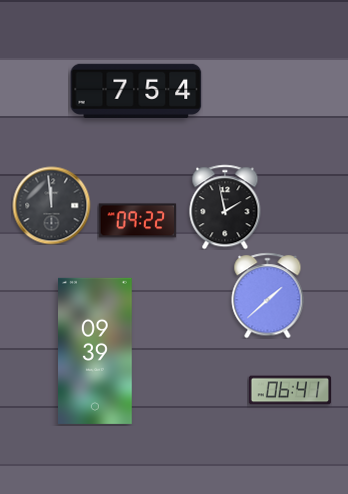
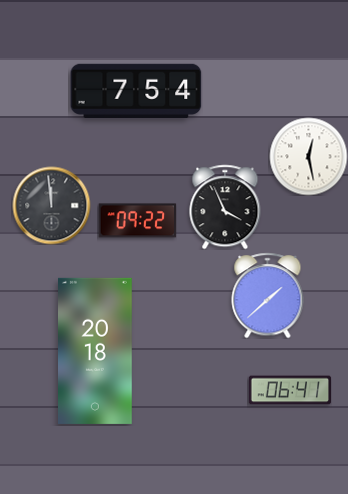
clock at (308, 156): none -> 12:28
clock at (225, 207): 1:58 -> 3:56
clock at (96, 351): 09:39 -> 20:18
